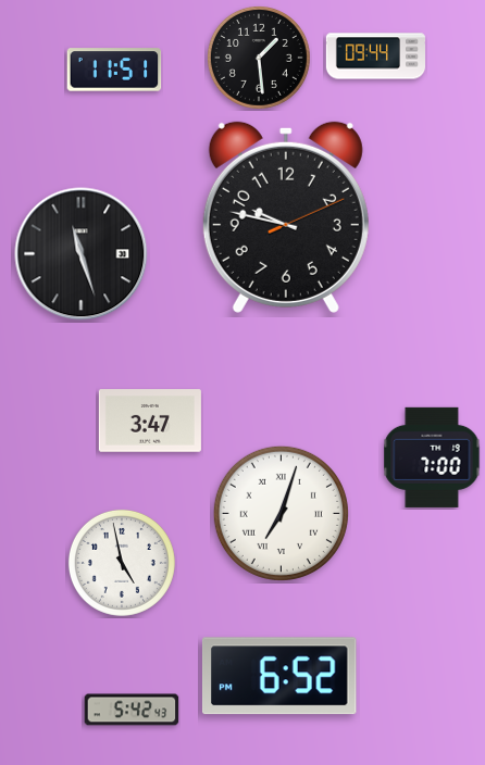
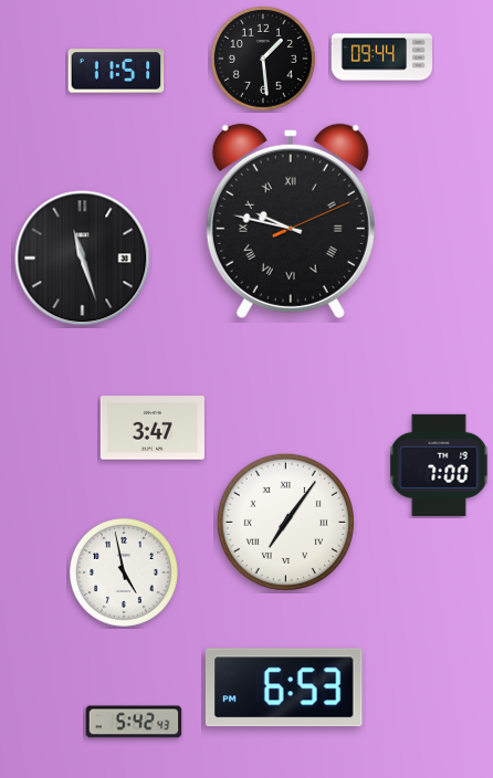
clock at (286, 217) numerals: Arabic -> Roman
clock at (281, 513): 7:03 -> 7:06
clock at (279, 676): 6:52 -> 6:53
